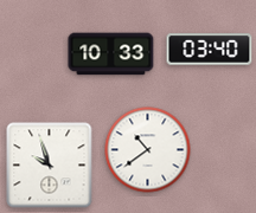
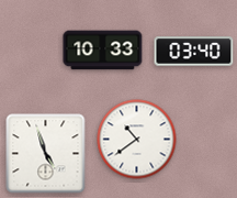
clock at (210, 50) position: (210, 50) -> (194, 52)
clock at (50, 166): 9:57 -> 4:57
